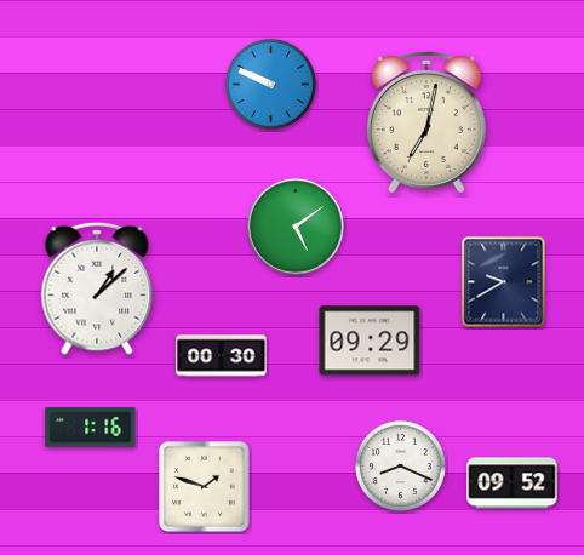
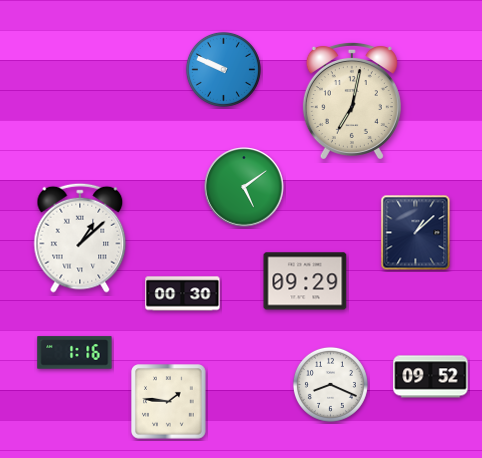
clock at (504, 282): 9:40 -> 1:08
clock at (513, 484) position: (513, 484) -> (431, 377)
clock at (205, 487): 1:48 -> 1:46
